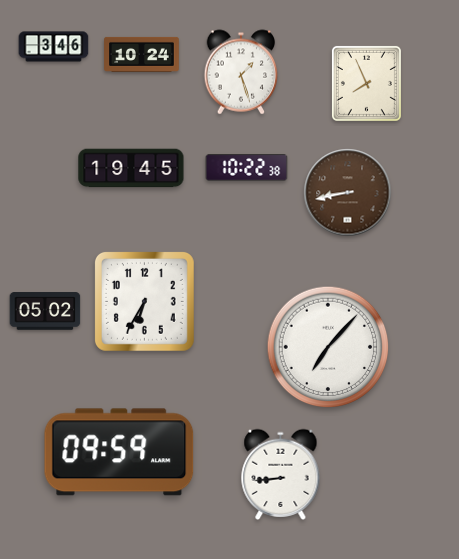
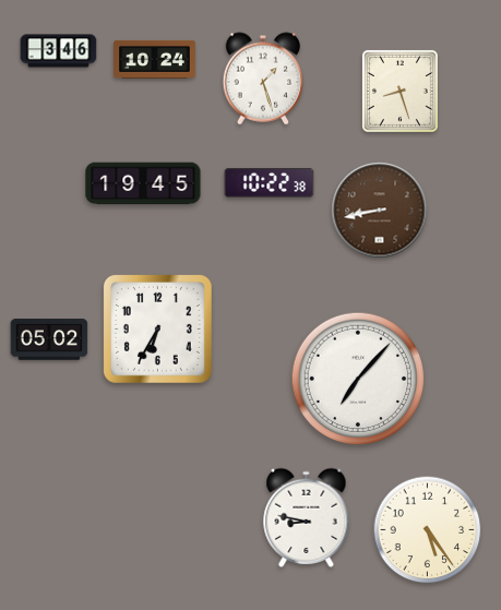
clock at (366, 83): 7:56 -> 8:27
clock at (119, 452): 09:59 -> none
clock at (281, 474): 8:44 -> 8:47
clock at (428, 530): none -> 5:24
